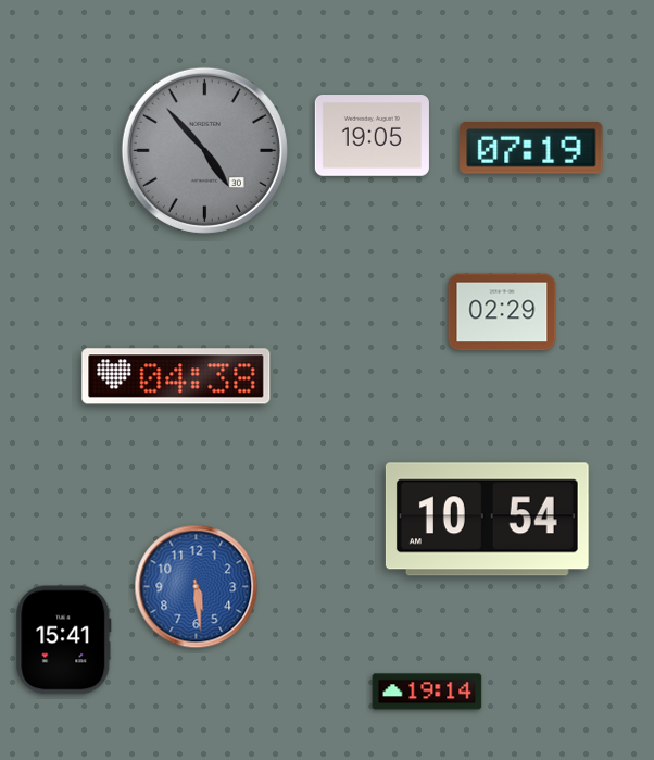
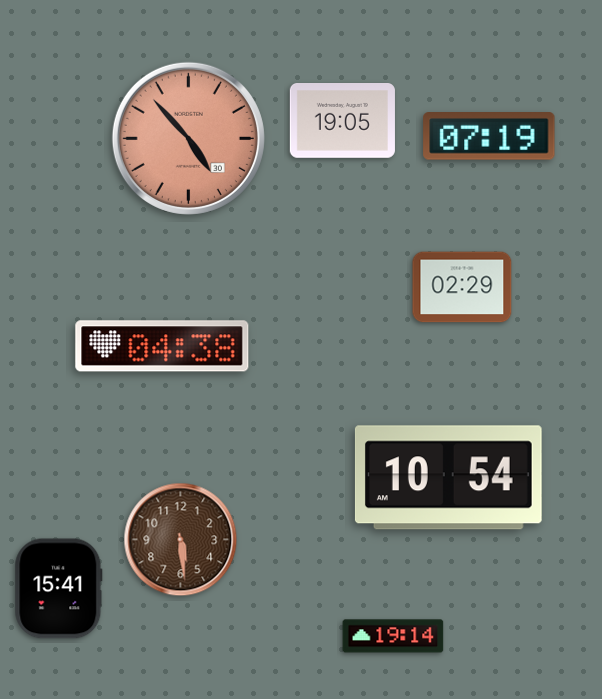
clock at (372, 136) position: (372, 136) -> (342, 121)
clock at (204, 150) dial: grey -> salmon
clock at (197, 587) dial: blue -> brown
